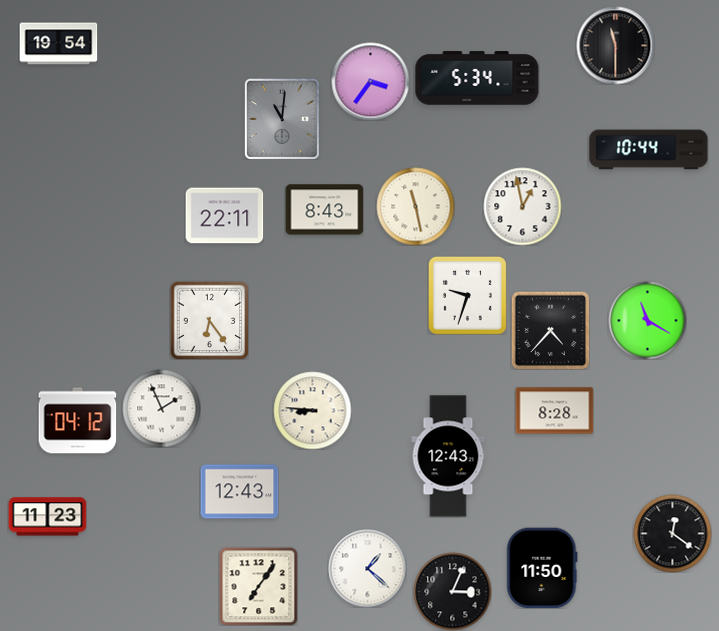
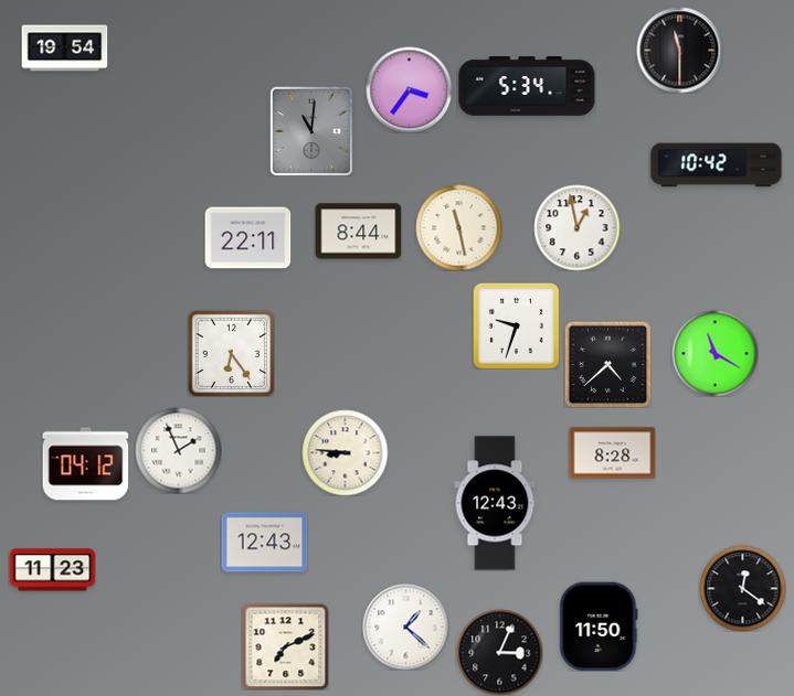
clock at (649, 150): 10:44 -> 10:42
clock at (324, 210): 8:43 -> 8:44
clock at (550, 330): 4:37 -> 4:38
clock at (258, 586): 7:06 -> 7:11
